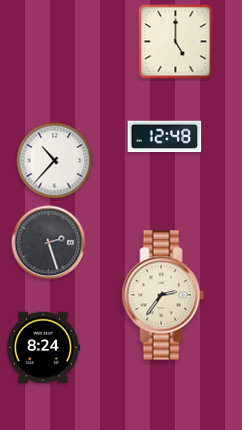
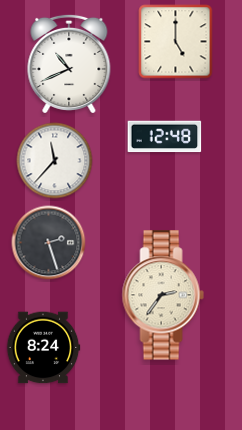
clock at (69, 64): none -> 10:41
clock at (55, 161): 10:37 -> 11:37
